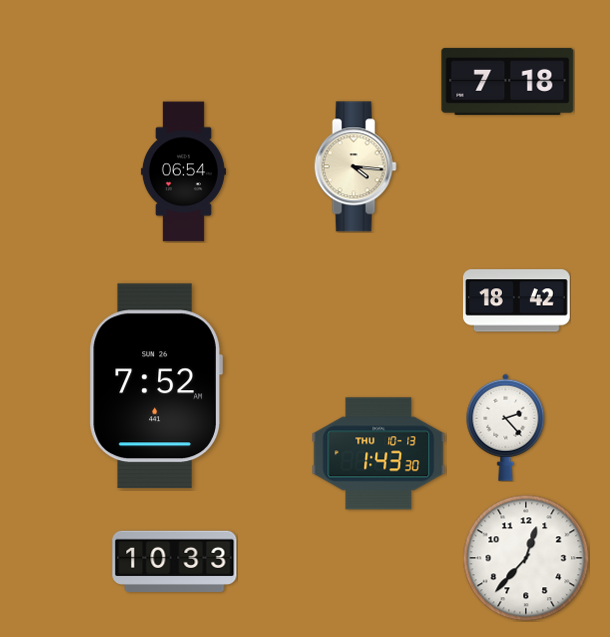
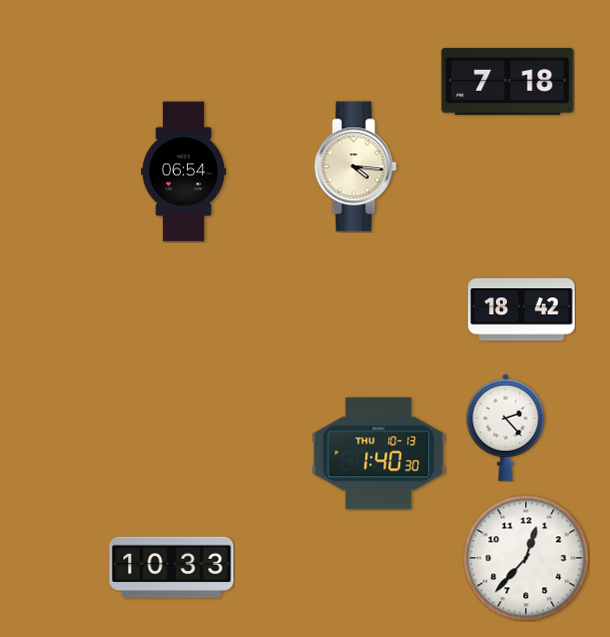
clock at (517, 301) position: (517, 301) -> (522, 310)
clock at (156, 386): 7:52 -> none
clock at (379, 454): 1:43 -> 1:40
clock at (175, 562) position: (175, 562) -> (172, 568)
